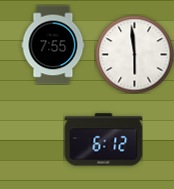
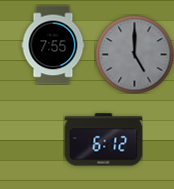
clock at (134, 54): 5:59 -> 5:00
clock at (134, 54) dial: white -> grey
